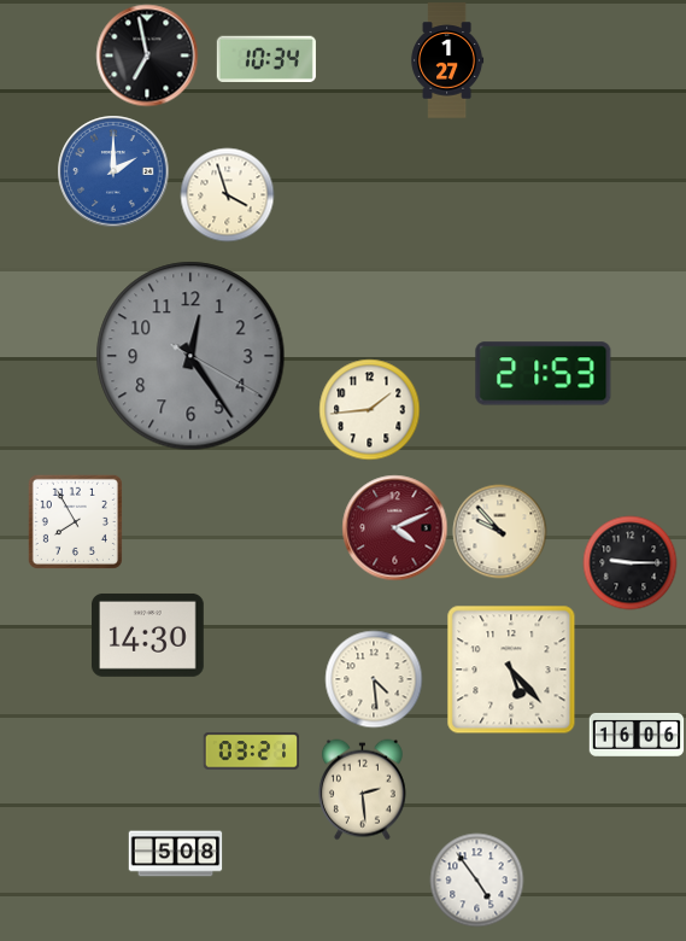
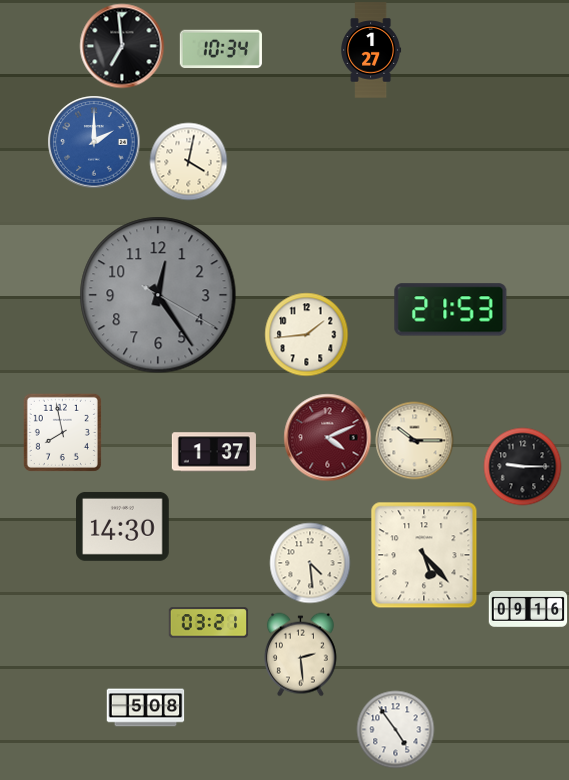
clock at (147, 55): 6:58 -> 6:59
clock at (227, 194): 3:57 -> 4:02
clock at (369, 409) position: (369, 409) -> (306, 334)
clock at (75, 521): 7:55 -> 7:58
clock at (499, 531): 9:53 -> 10:15
clock at (214, 452): none -> 1:37
clock at (637, 735): 16:06 -> 09:16
